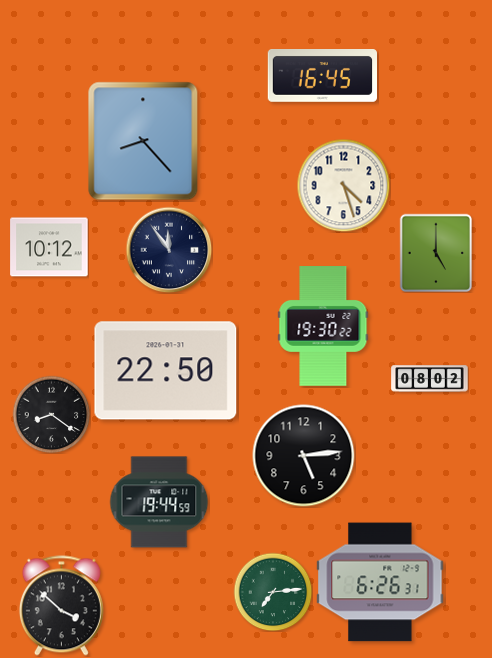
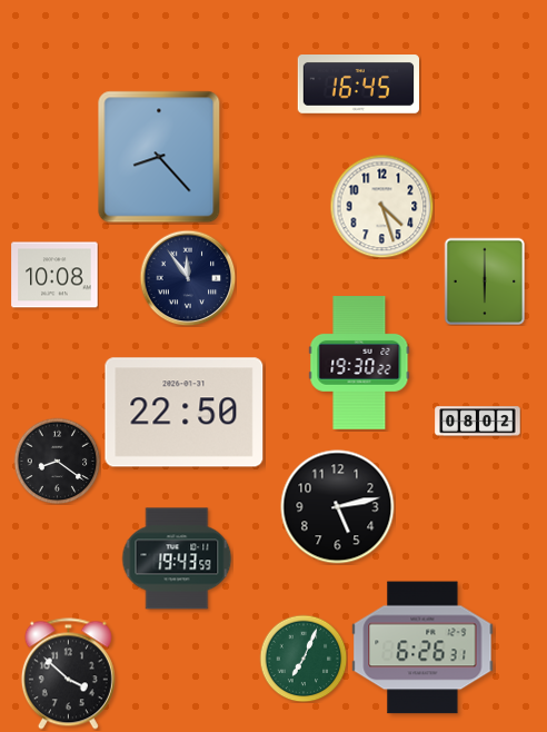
clock at (49, 247): 10:12 -> 10:08
clock at (436, 253): 5:00 -> 6:00
clock at (304, 456): 5:14 -> 5:13
clock at (159, 502): 19:44 -> 19:43
clock at (273, 592): 7:14 -> 7:04
